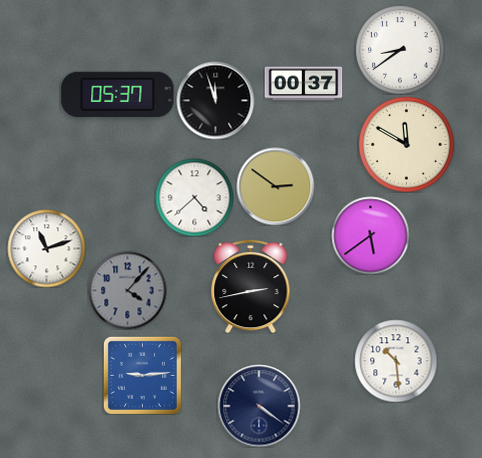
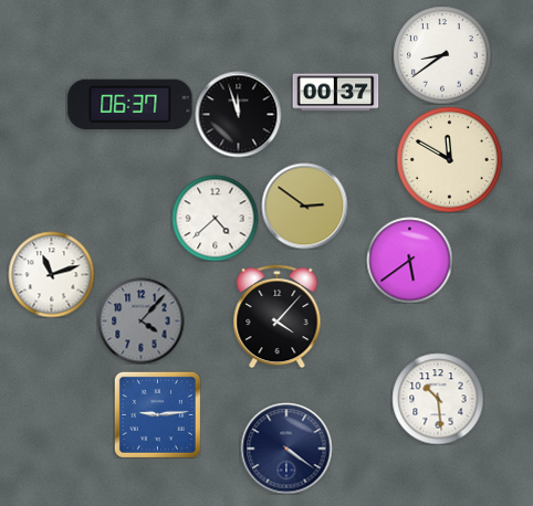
clock at (118, 94): 05:37 -> 06:37
clock at (215, 100) position: (215, 100) -> (238, 114)
clock at (251, 286): 2:43 -> 4:07
